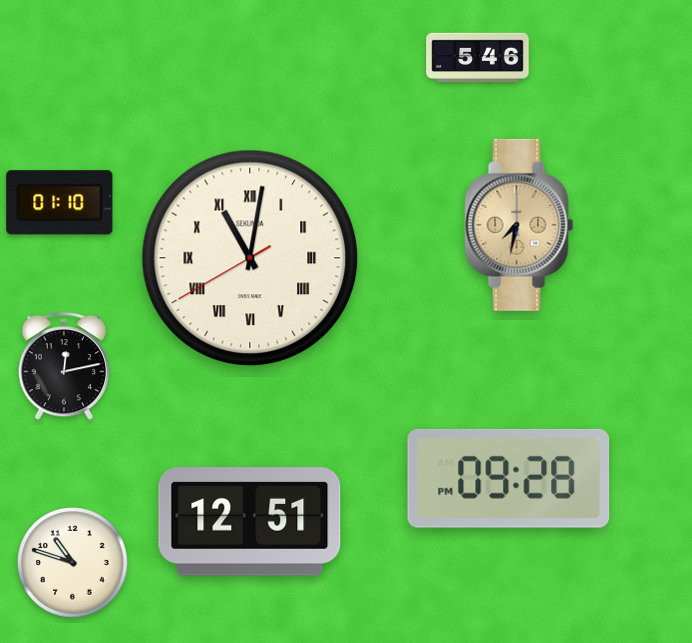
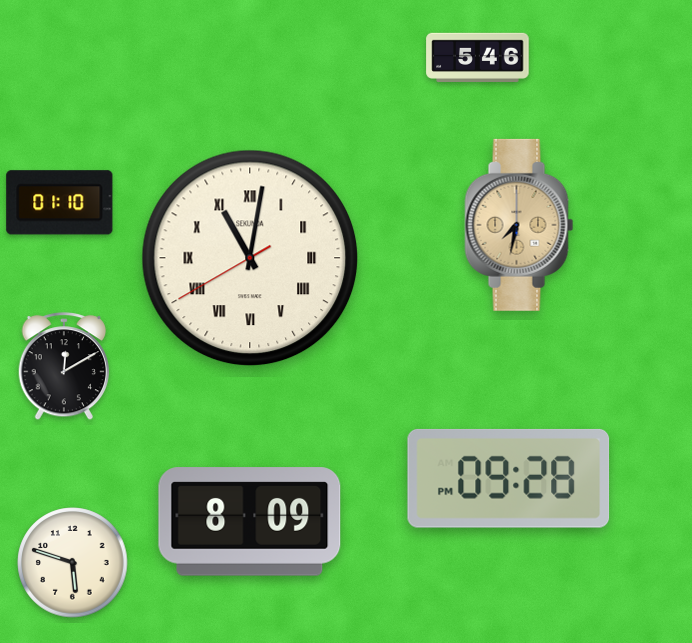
clock at (63, 367): 12:13 -> 12:10
clock at (250, 522): 12:51 -> 8:09
clock at (73, 563): 10:48 -> 5:48
